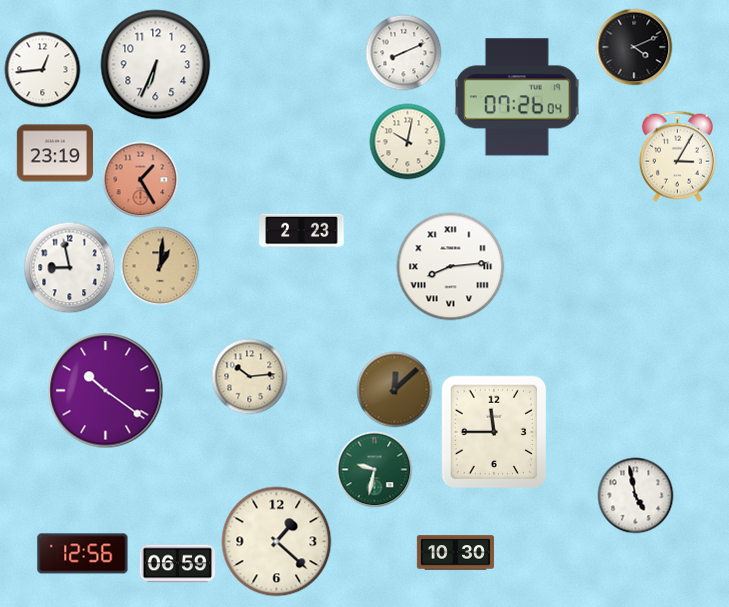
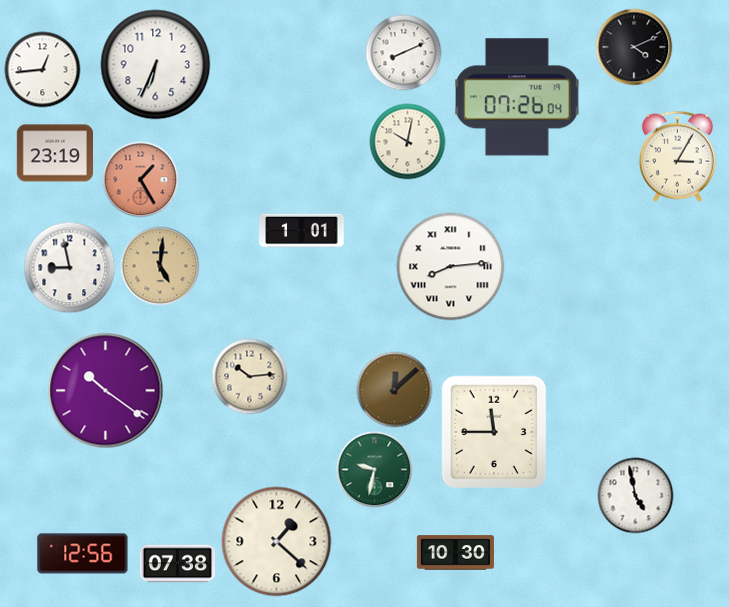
clock at (302, 231): 2:23 -> 1:01
clock at (160, 266): 1:01 -> 5:01
clock at (178, 564): 06:59 -> 07:38
